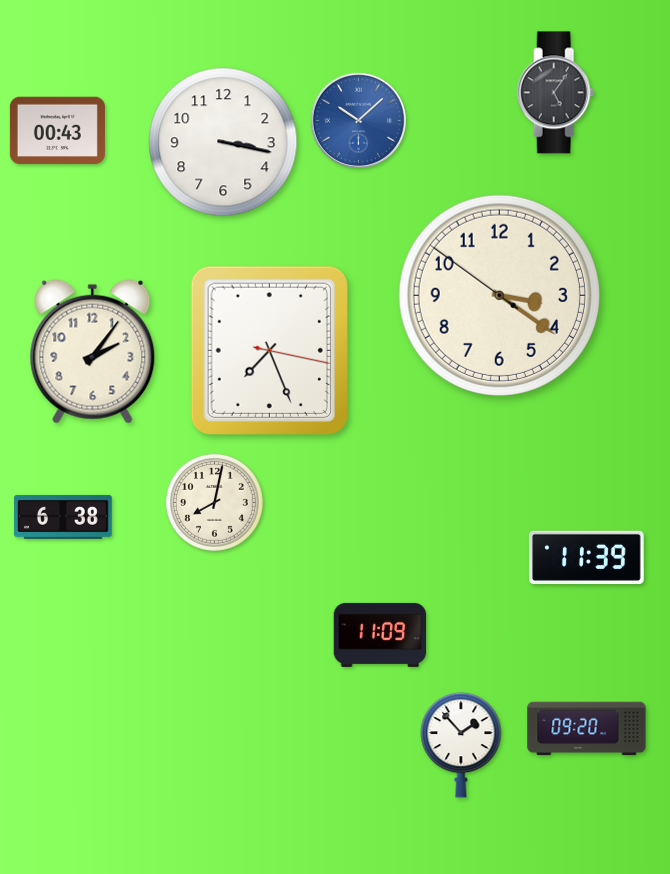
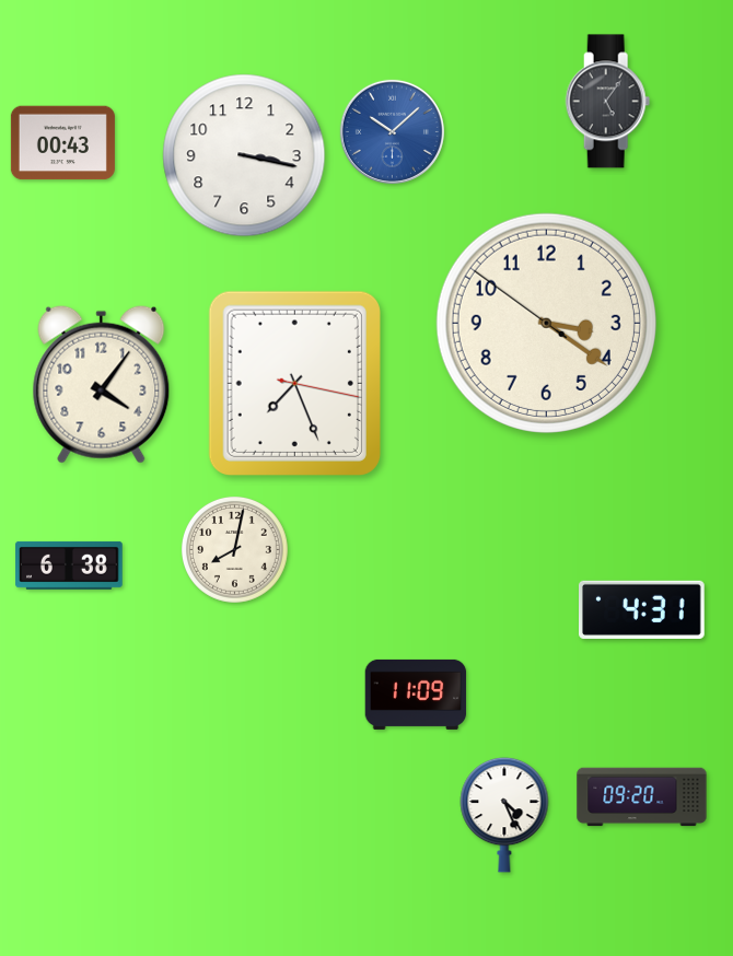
clock at (93, 351): 2:06 -> 4:06
clock at (587, 557): 11:39 -> 4:31
clock at (461, 745): 1:53 -> 4:26
